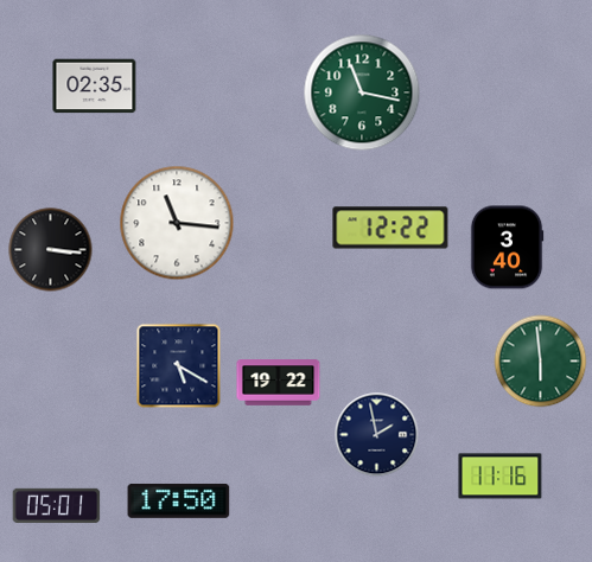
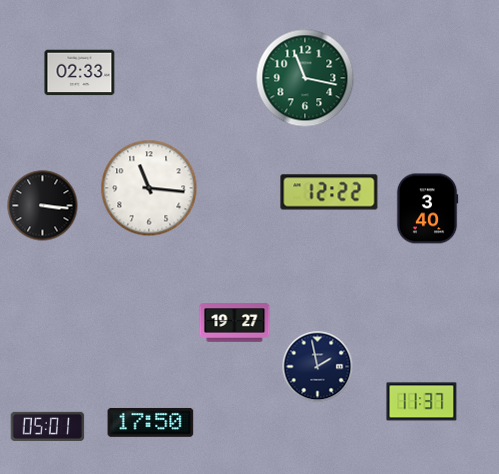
clock at (95, 87): 02:35 -> 02:33
clock at (51, 250) position: (51, 250) -> (43, 206)
clock at (541, 362): 5:59 -> none
clock at (179, 366): 5:20 -> none
clock at (279, 383): 19:22 -> 19:27
clock at (501, 477): 11:16 -> 11:37
